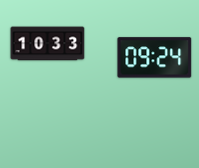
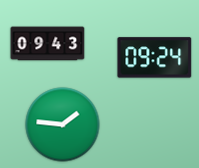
clock at (48, 44): 10:33 -> 09:43
clock at (63, 125): none -> 1:46
